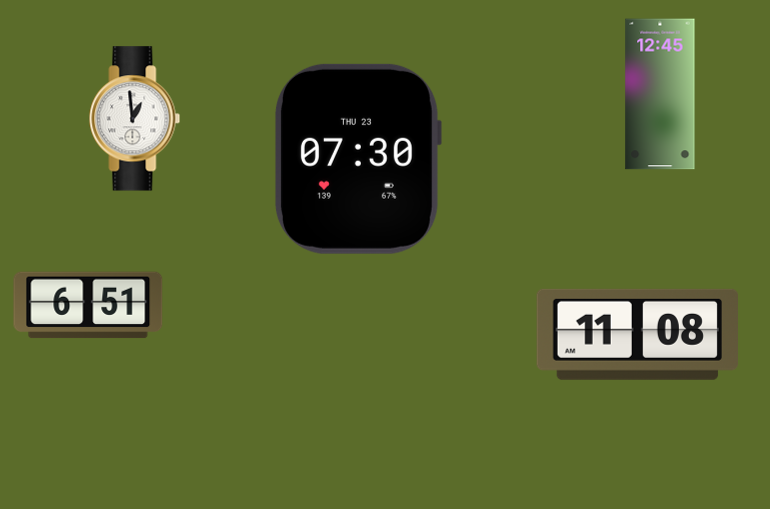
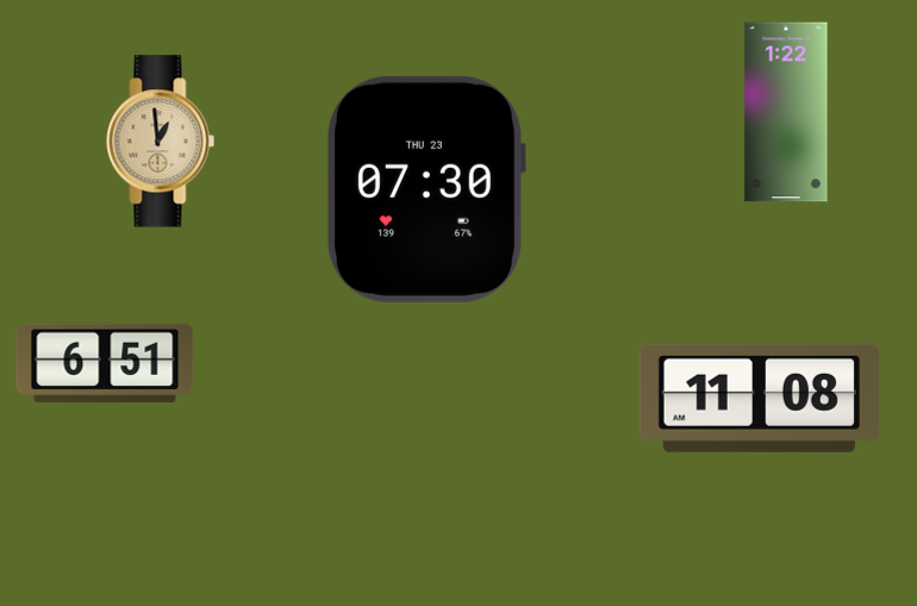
clock at (660, 94): 12:45 -> 1:22
clock at (135, 119) dial: white -> champagne
